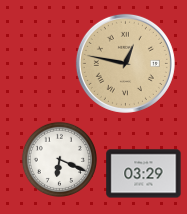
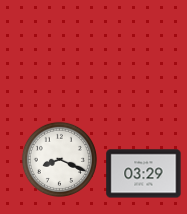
clock at (125, 63): 12:47 -> none
clock at (59, 159): 6:19 -> 8:19
